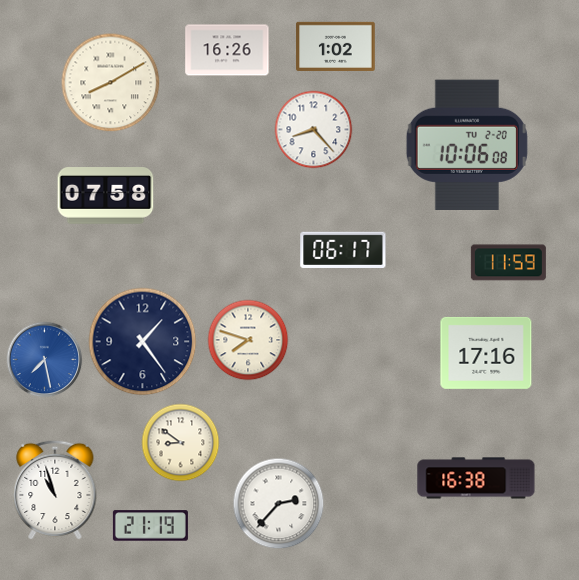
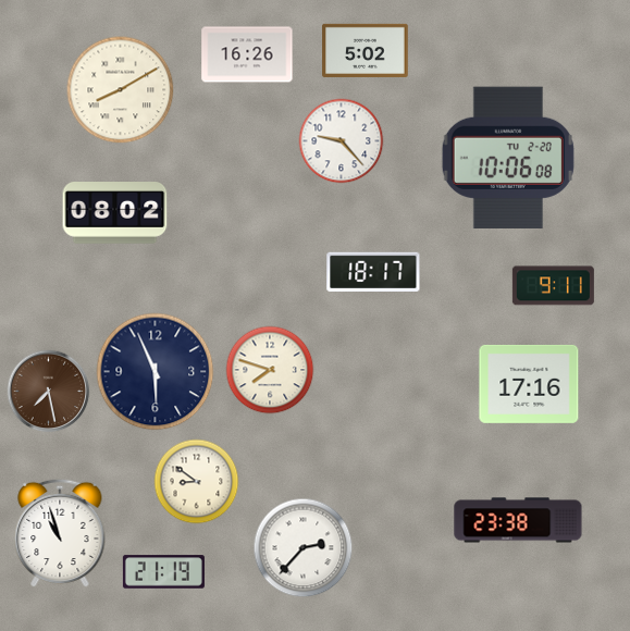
clock at (336, 46): 1:02 -> 5:02
clock at (314, 130): 8:23 -> 9:23
clock at (106, 196): 07:58 -> 08:02
clock at (343, 250): 06:17 -> 18:17
clock at (508, 263): 11:59 -> 9:11
clock at (143, 342): 1:24 -> 5:56
clock at (45, 360) dial: blue -> brown
clock at (476, 478): 16:38 -> 23:38
